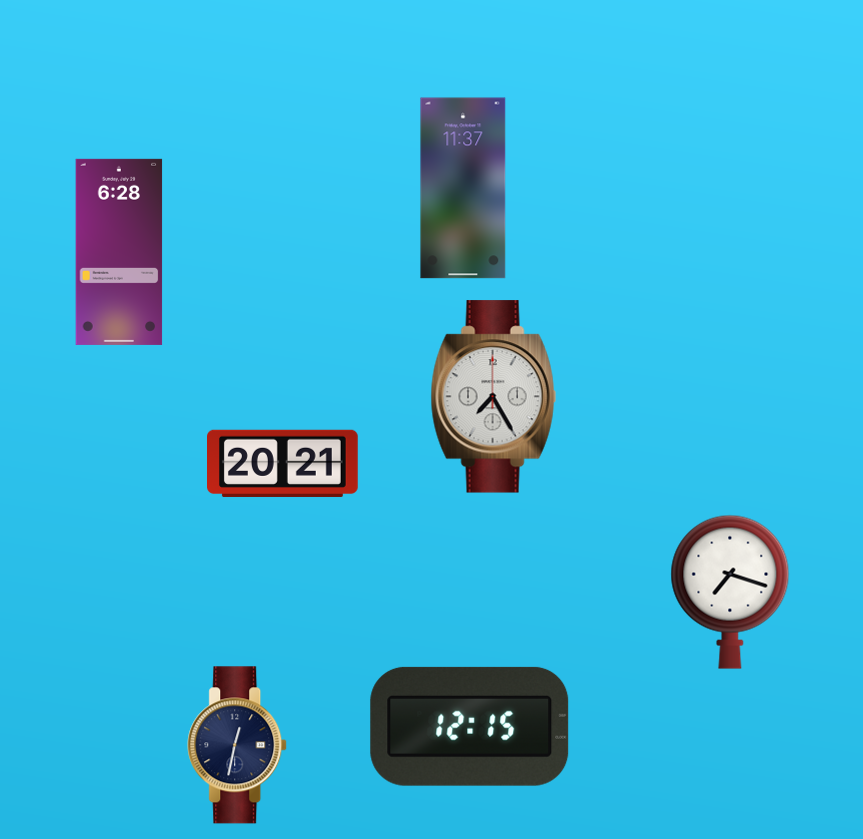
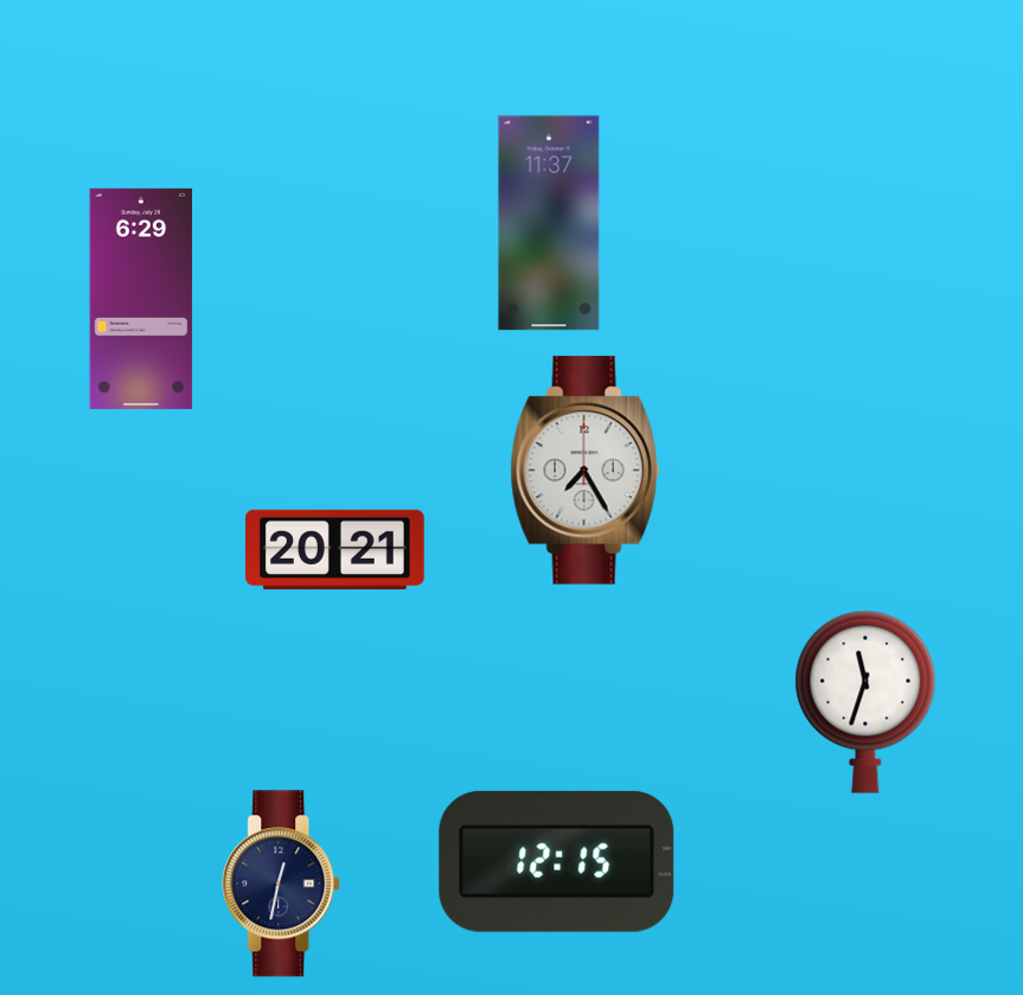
clock at (119, 252): 6:28 -> 6:29
clock at (730, 592): 7:18 -> 11:33
